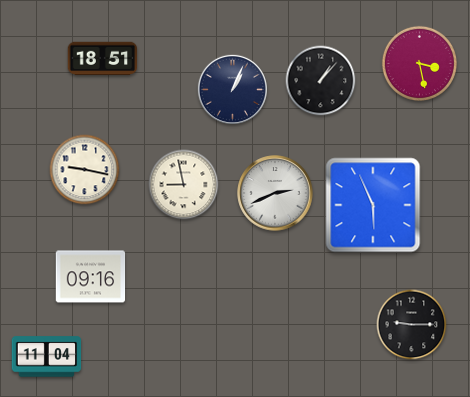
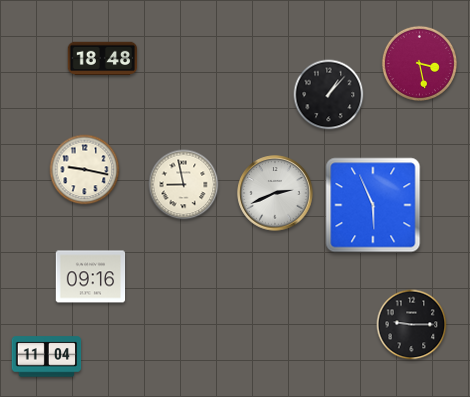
clock at (103, 59): 18:51 -> 18:48
clock at (321, 81) position: (321, 81) -> (329, 95)
clock at (232, 89): 1:04 -> none
